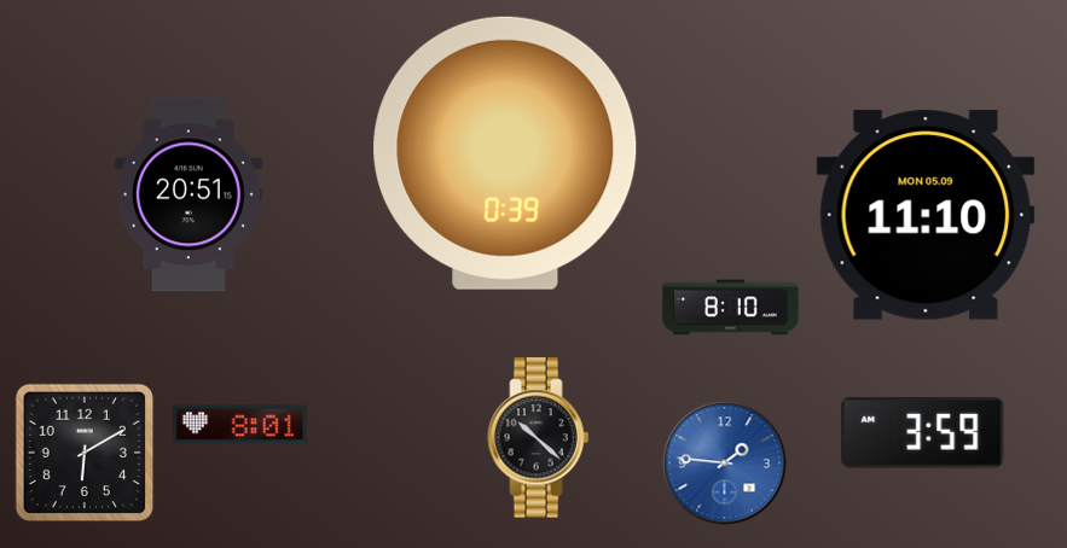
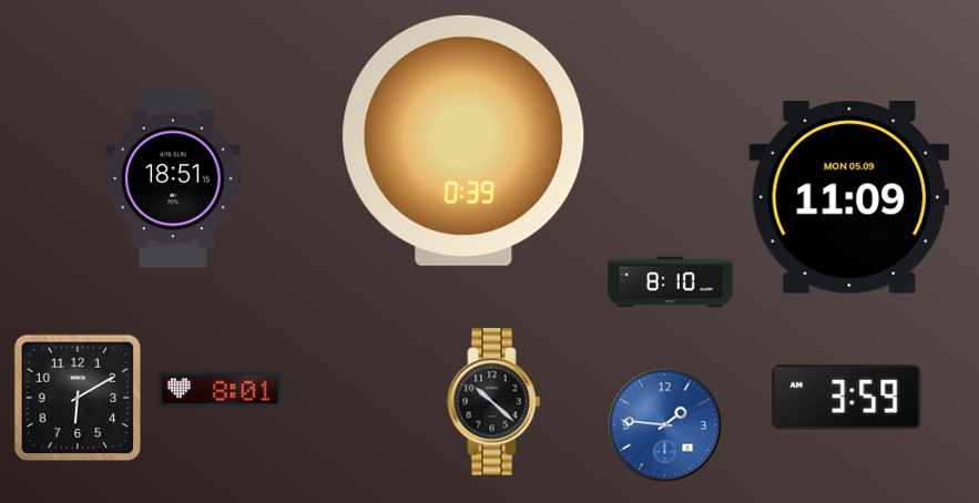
clock at (189, 194): 20:51 -> 18:51
clock at (926, 215): 11:10 -> 11:09
clock at (85, 453) position: (85, 453) -> (78, 398)
